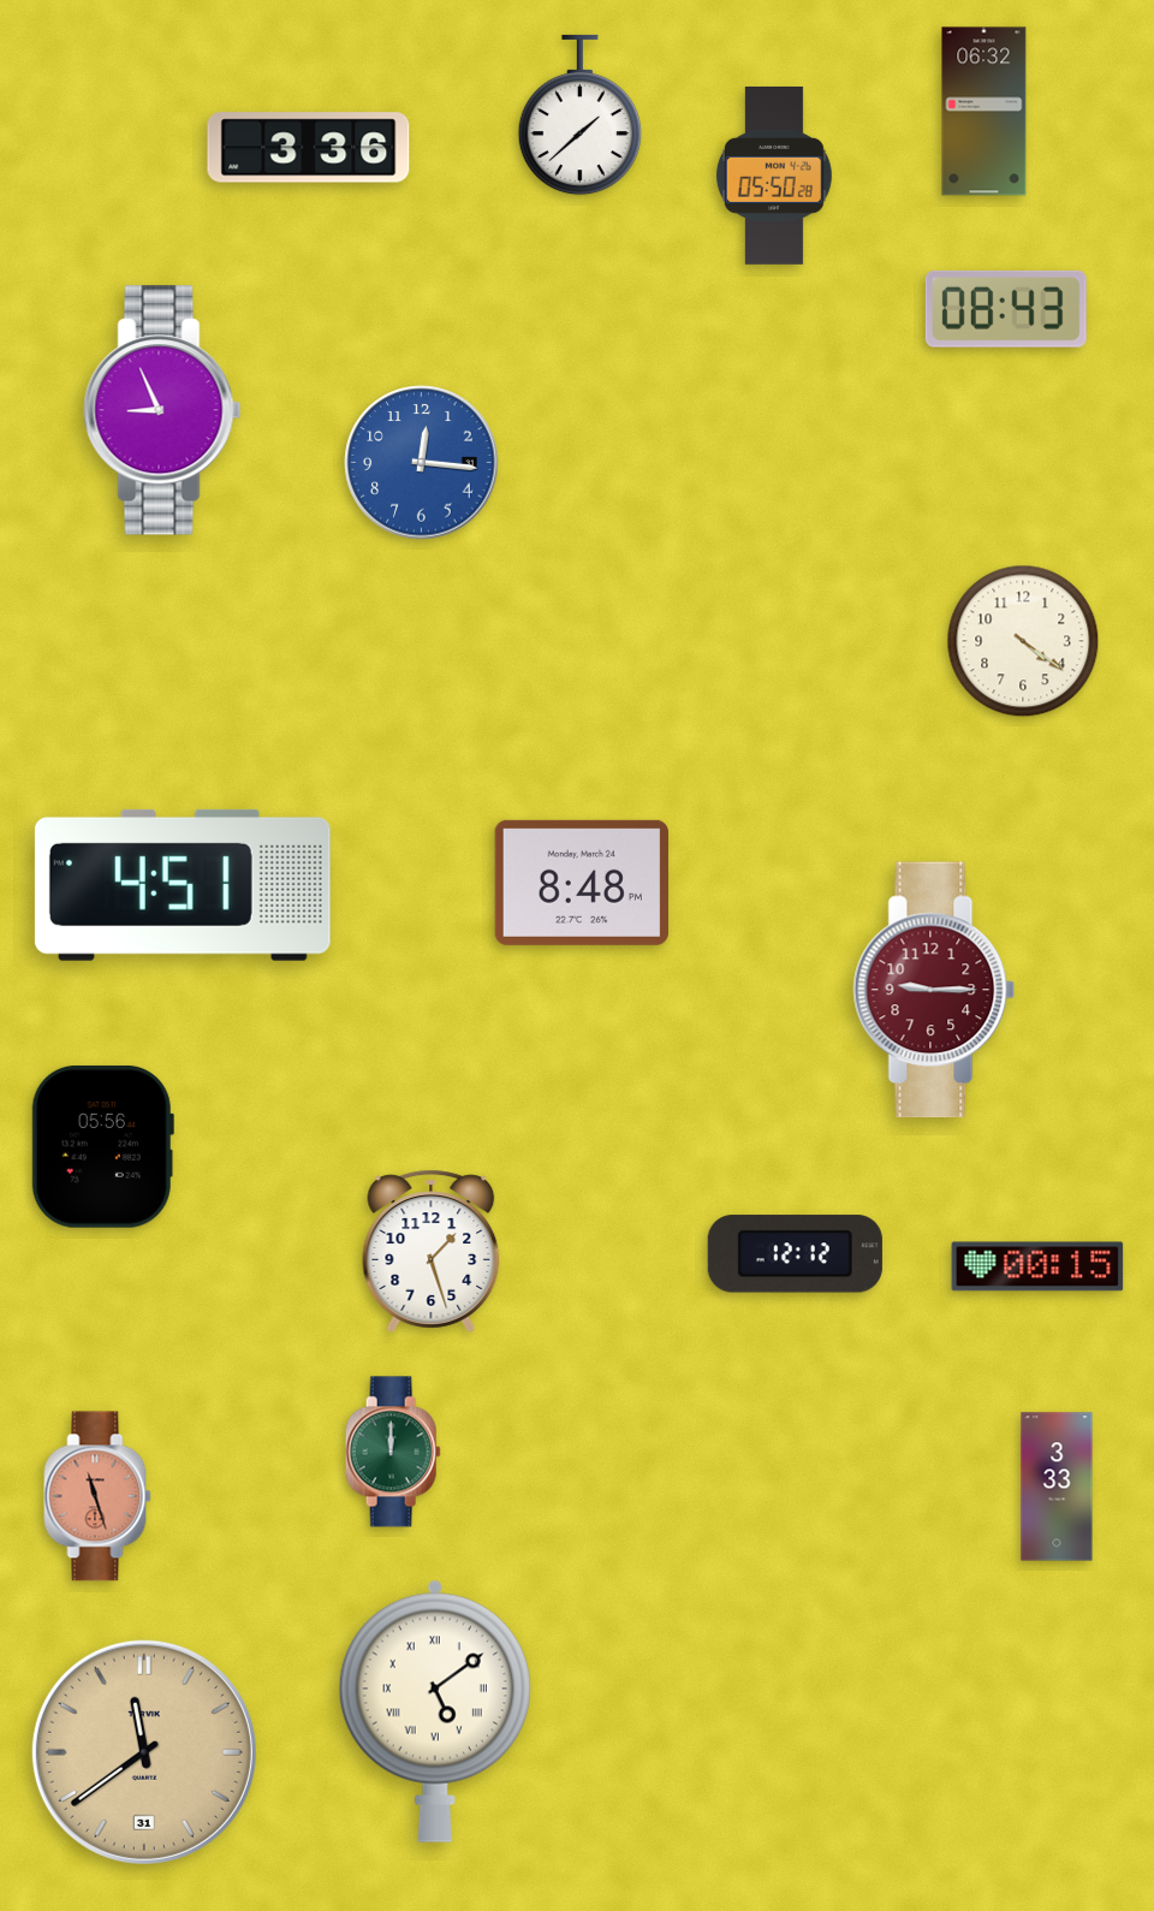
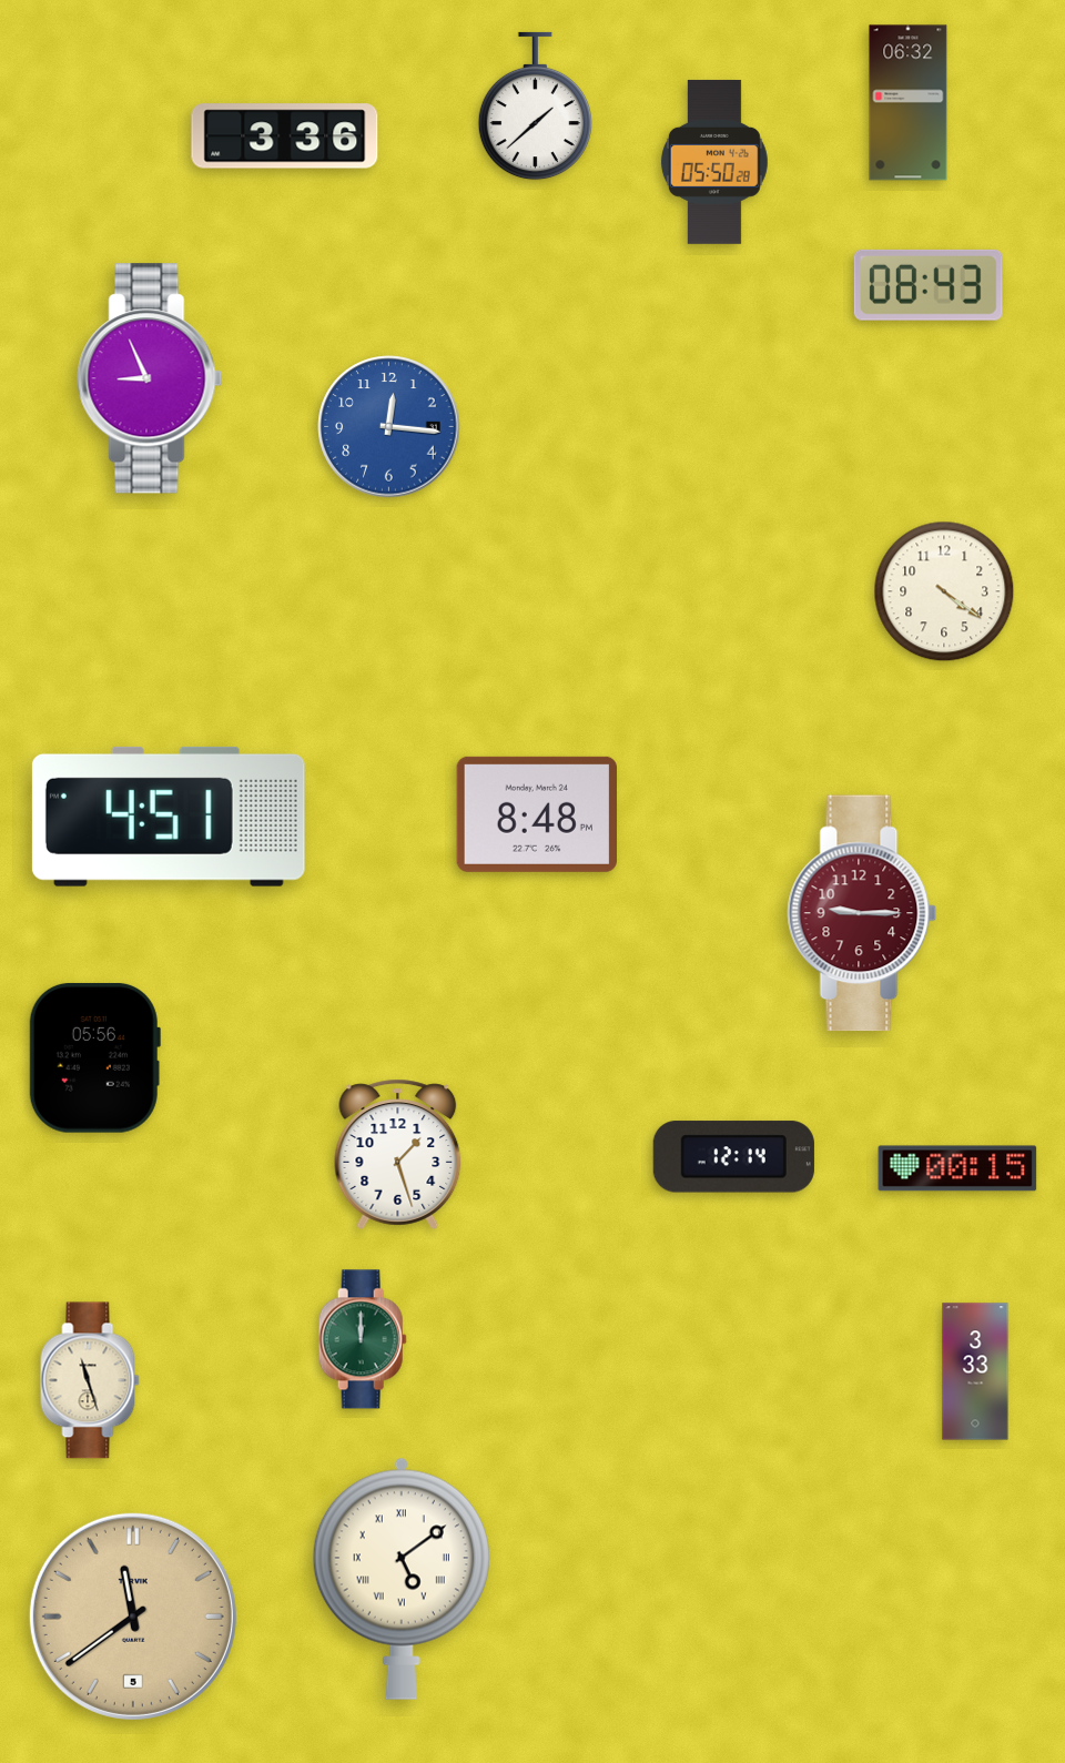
clock at (795, 1254): 12:12 -> 12:14
clock at (97, 1496) dial: salmon -> cream
clock at (144, 1752) date: 31 -> 5
